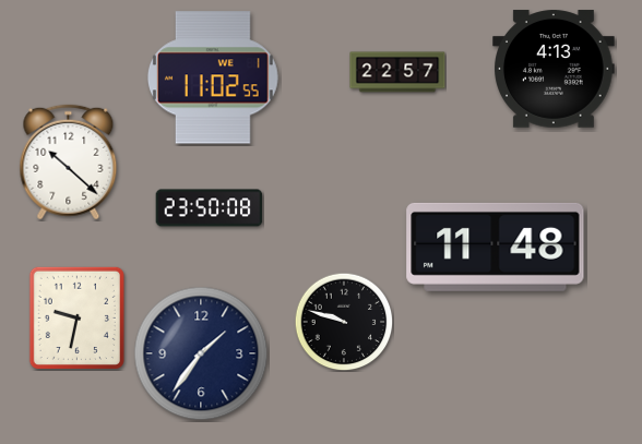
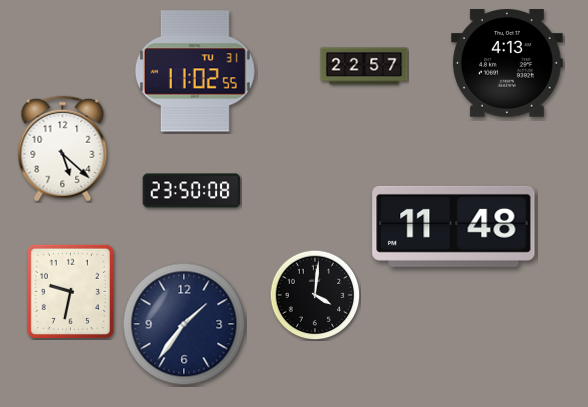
clock at (213, 77) date: WE 1 -> TU 31
clock at (69, 163): 10:22 -> 5:22
clock at (344, 322): 9:48 -> 4:01
